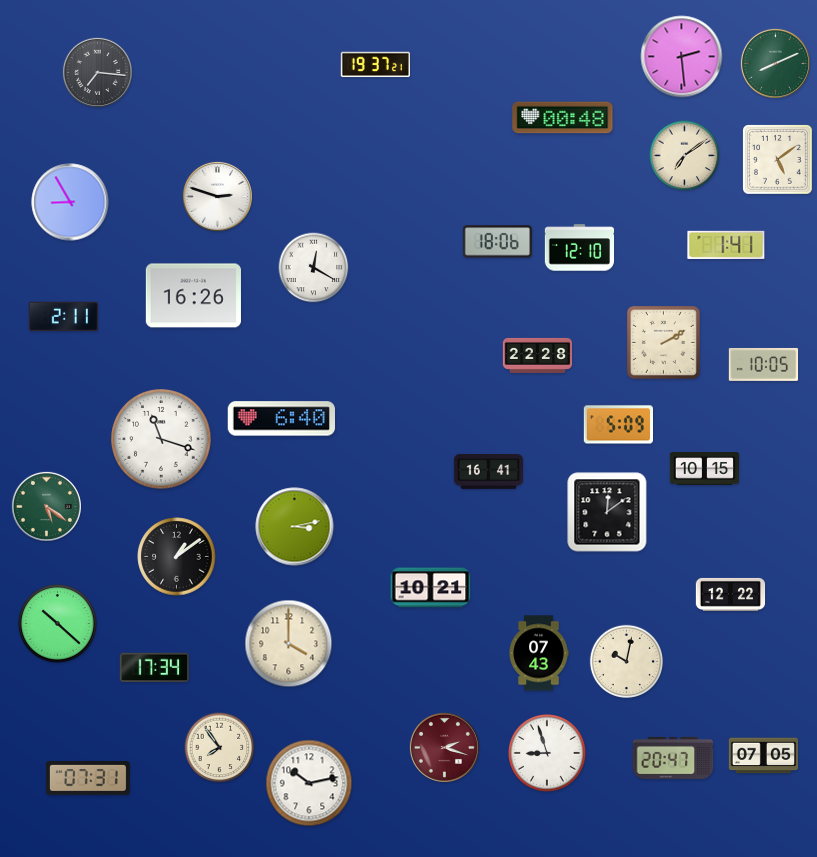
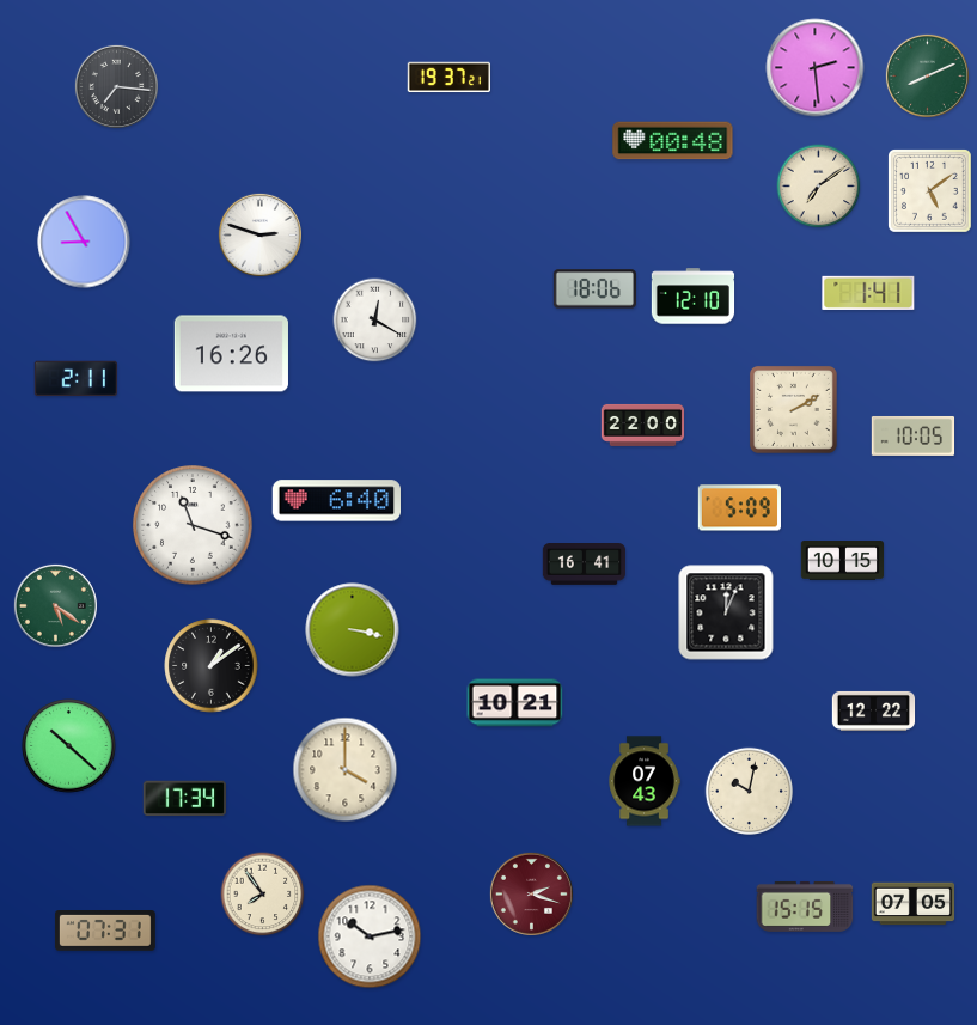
clock at (538, 355): 22:28 -> 22:00
clock at (607, 512): 12:09 -> 12:04
clock at (295, 527): 3:13 -> 3:17
clock at (547, 753): 8:57 -> none
clock at (673, 758): 20:47 -> 15:15
